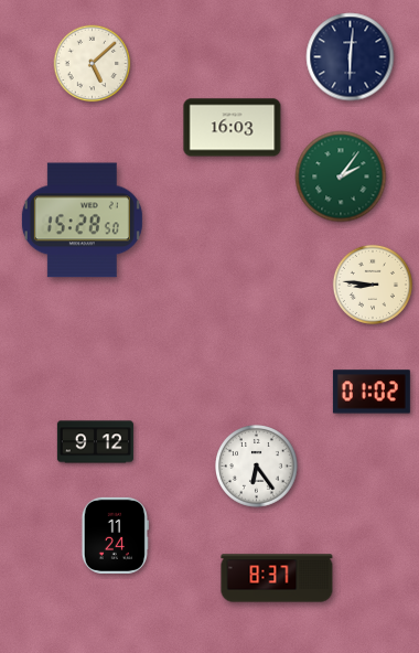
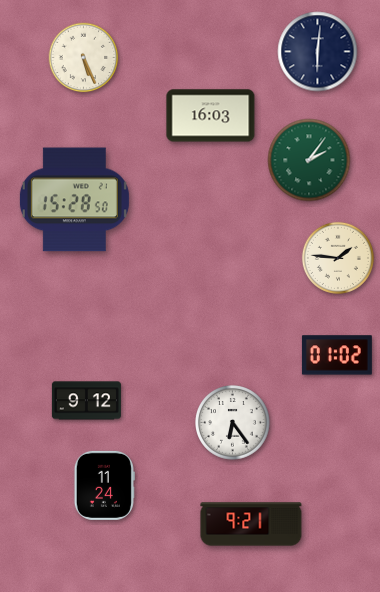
clock at (93, 64): 5:08 -> 5:26
clock at (373, 285): 8:46 -> 1:46
clock at (277, 578): 8:37 -> 9:21
